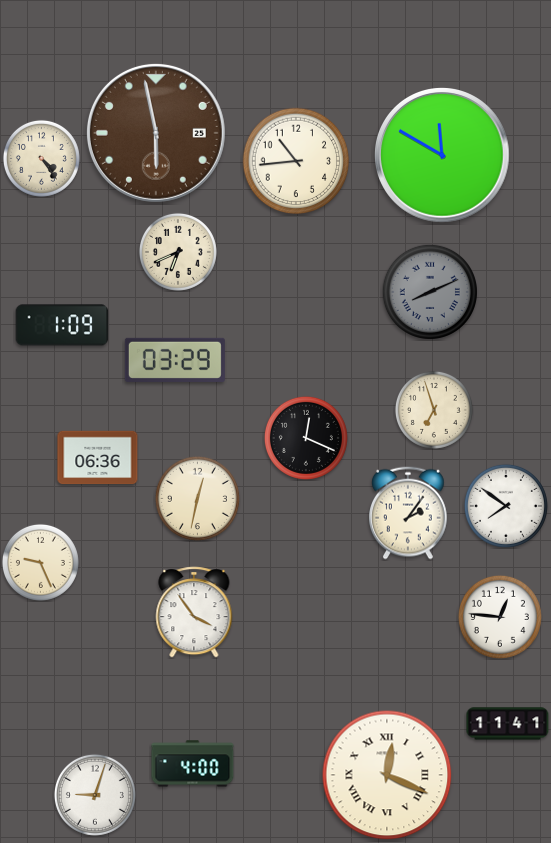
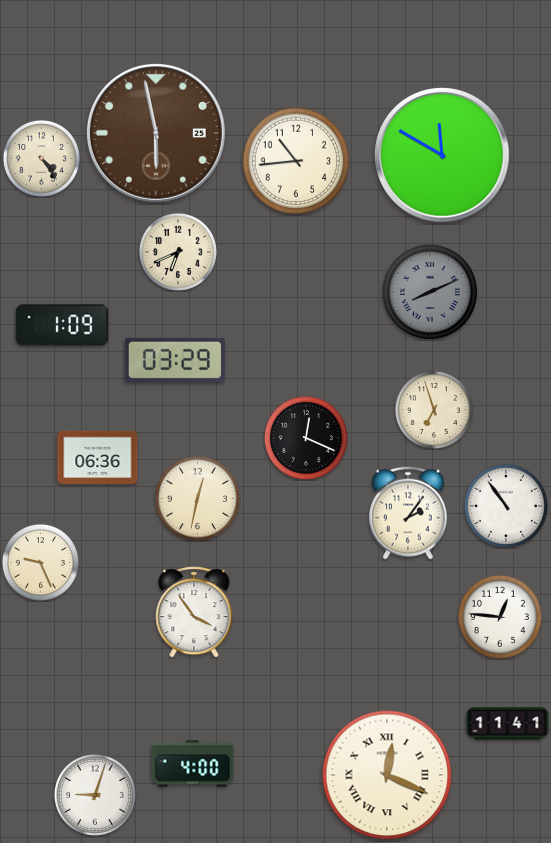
clock at (506, 506): 7:51 -> 10:54
